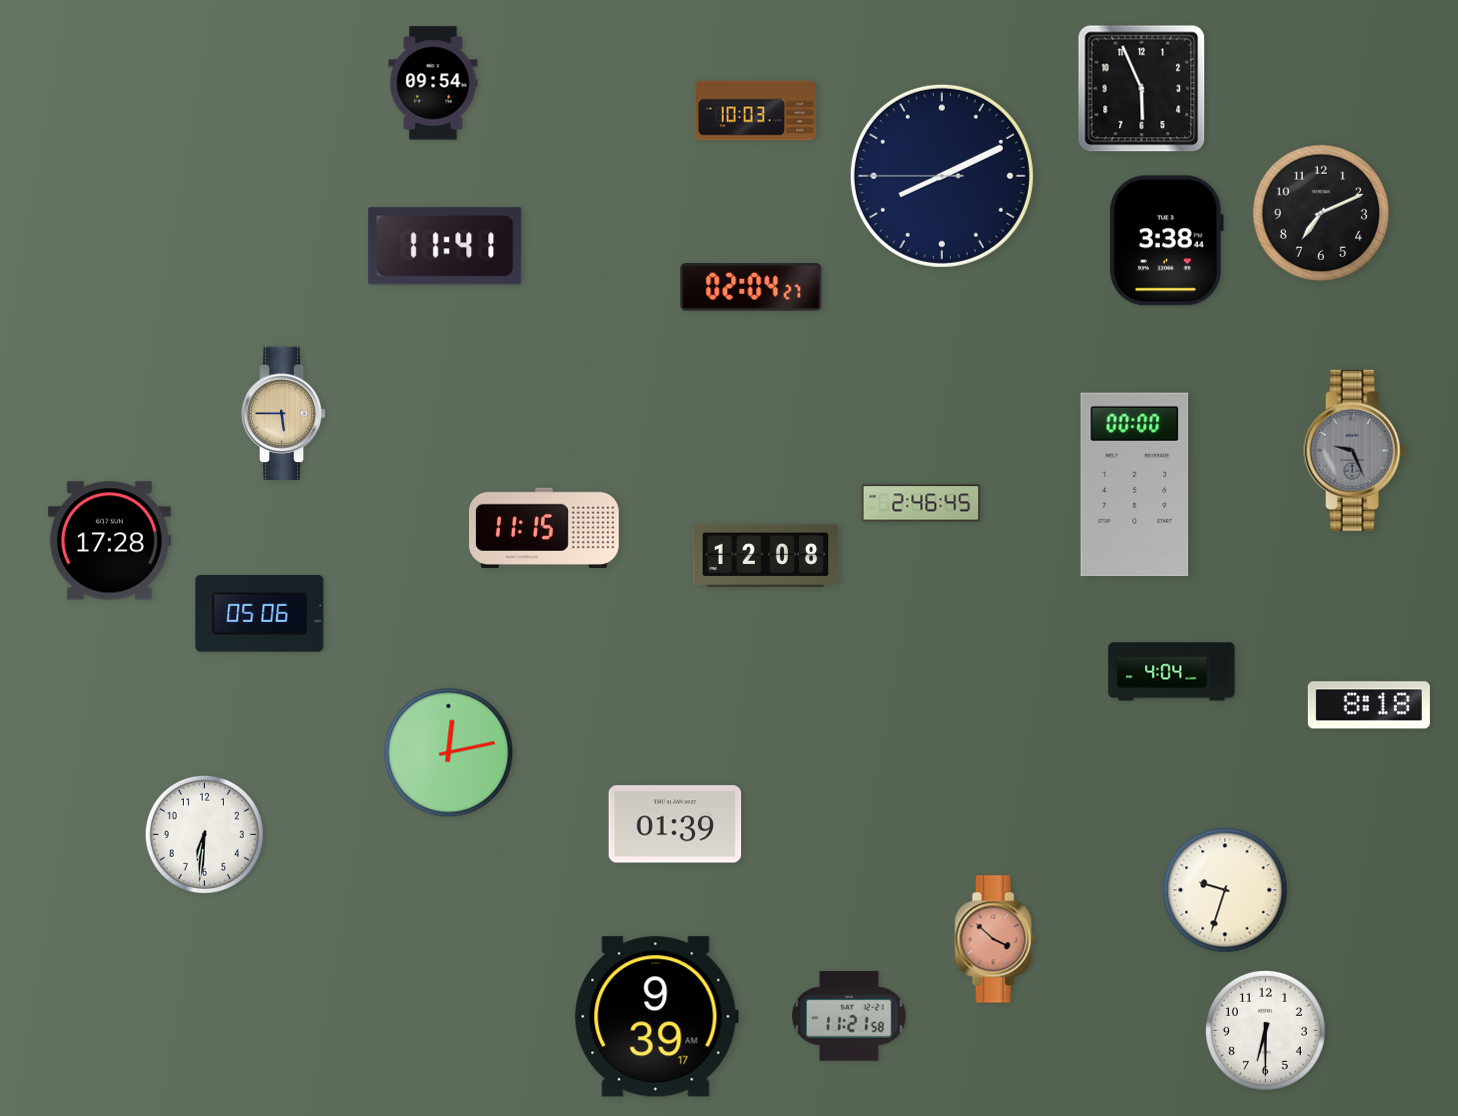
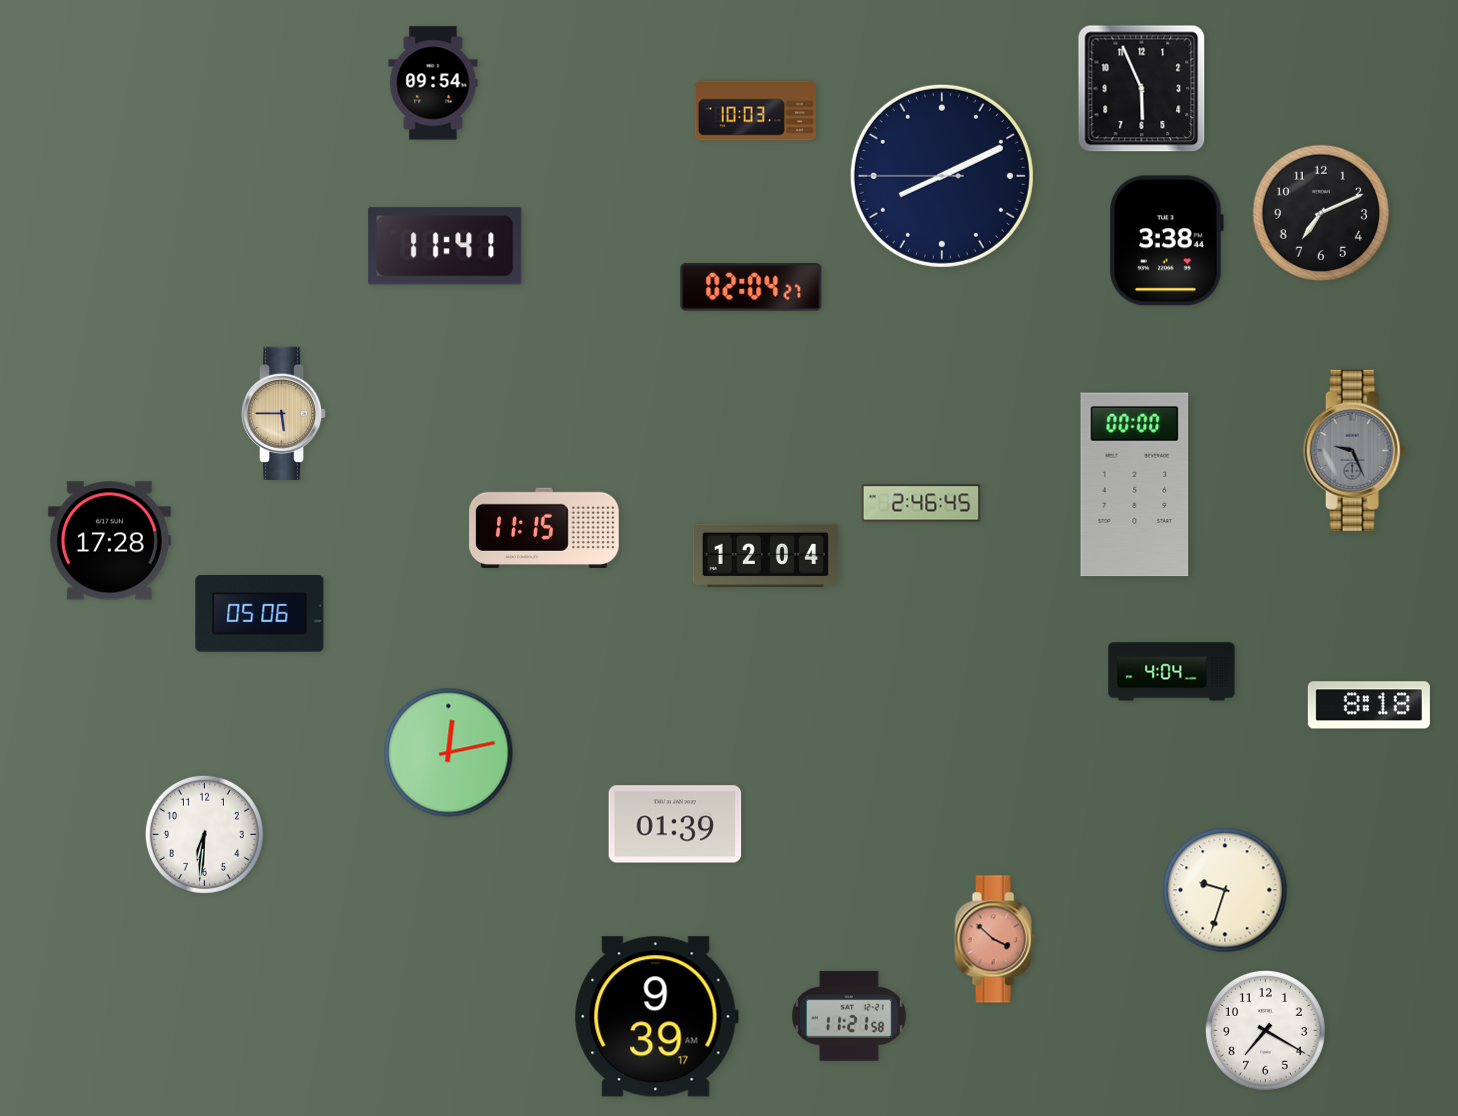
clock at (766, 555): 12:08 -> 12:04
clock at (1265, 1030): 6:30 -> 7:20
